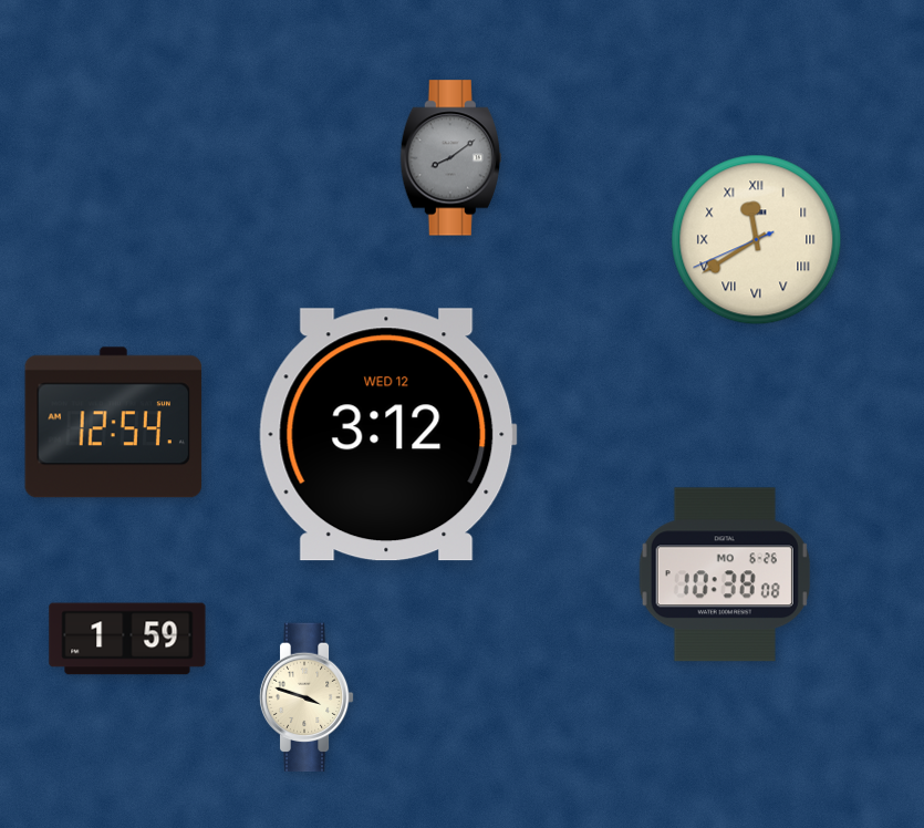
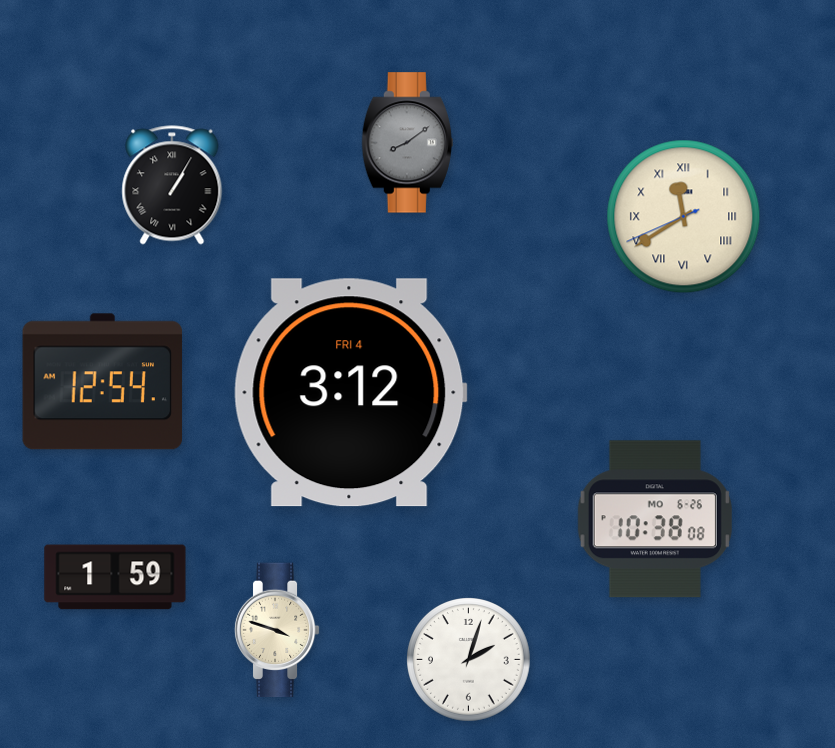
clock at (172, 185): none -> 1:05
clock at (387, 435) date: WED 12 -> FRI 4
clock at (469, 660): none -> 2:03
